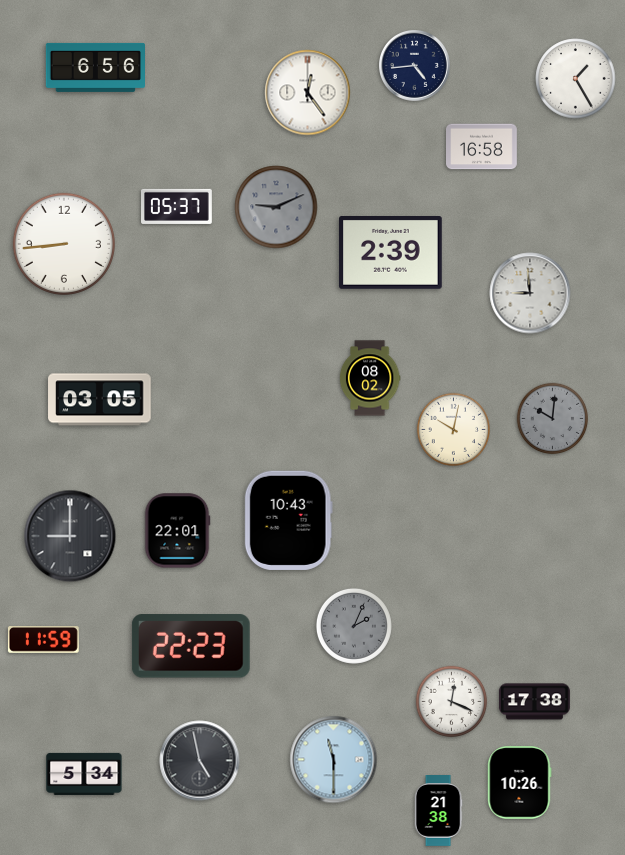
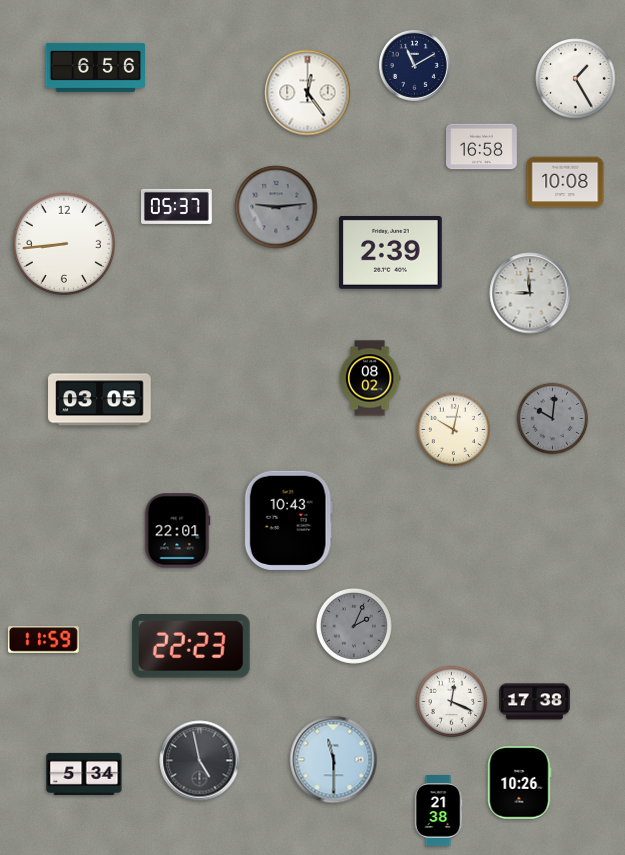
clock at (415, 66): 4:44 -> 11:10
clock at (565, 182): none -> 10:08
clock at (276, 207): 9:11 -> 9:14
clock at (70, 536): 9:00 -> none
